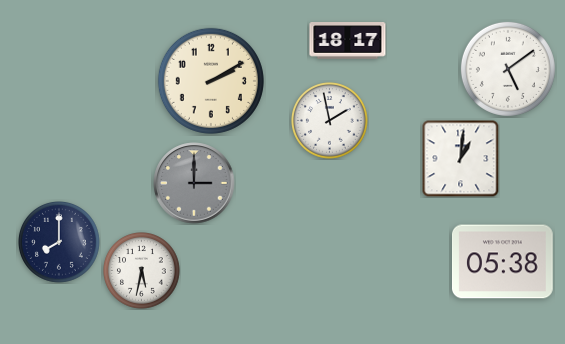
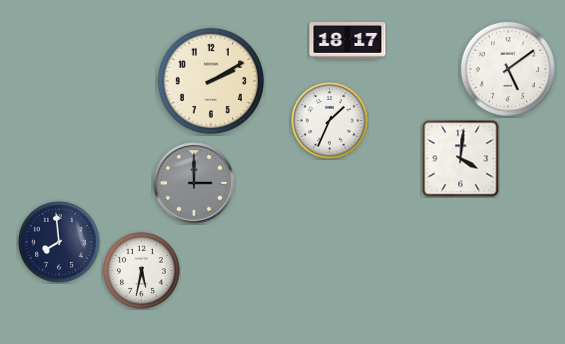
clock at (330, 121): 1:58 -> 1:34
clock at (460, 158): 1:01 -> 4:01
clock at (60, 243): 8:00 -> 7:59
clock at (503, 262): 05:38 -> none
